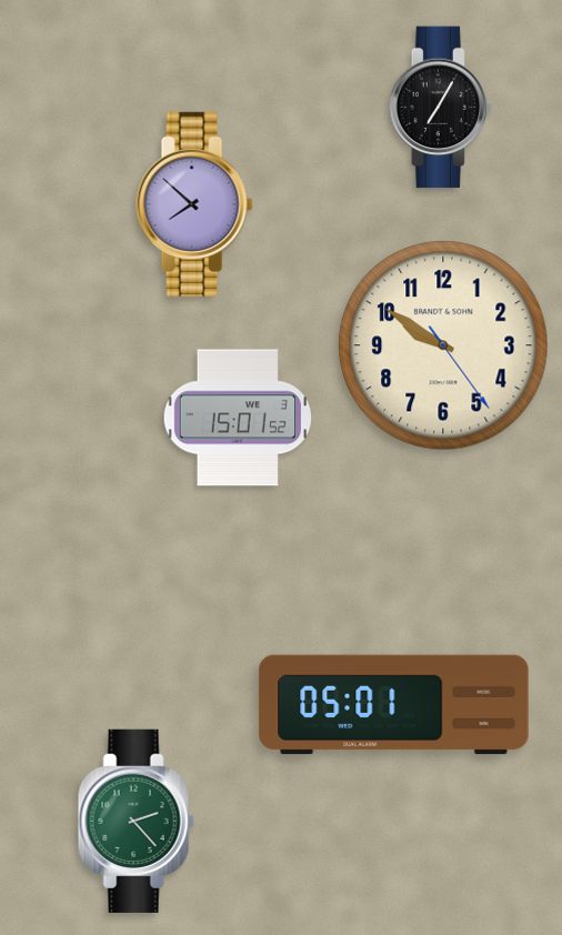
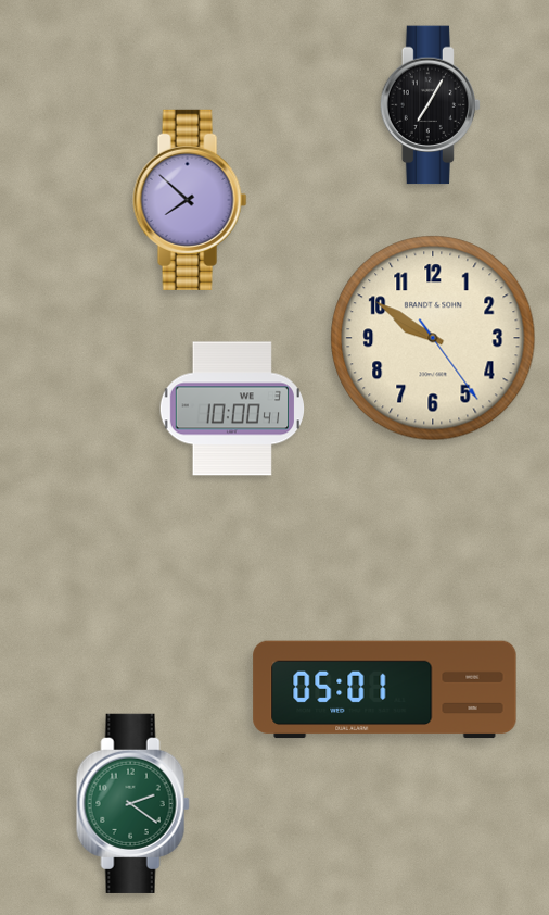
clock at (237, 418): 15:01 -> 10:00
clock at (136, 821): 2:23 -> 2:21
